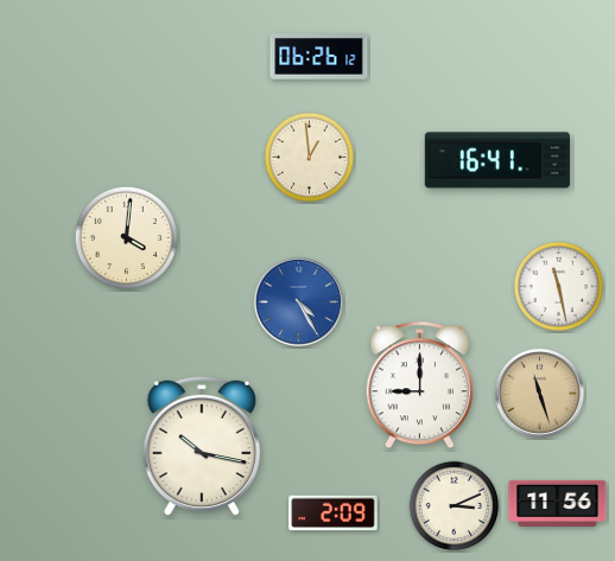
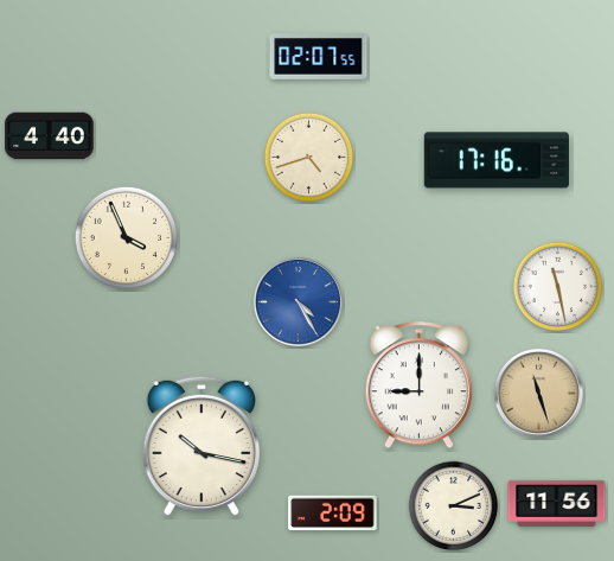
clock at (319, 57): 06:26 -> 02:07
clock at (50, 136): none -> 4:40
clock at (310, 158): 12:59 -> 4:42
clock at (497, 160): 16:41 -> 17:16
clock at (126, 237): 4:01 -> 3:56
